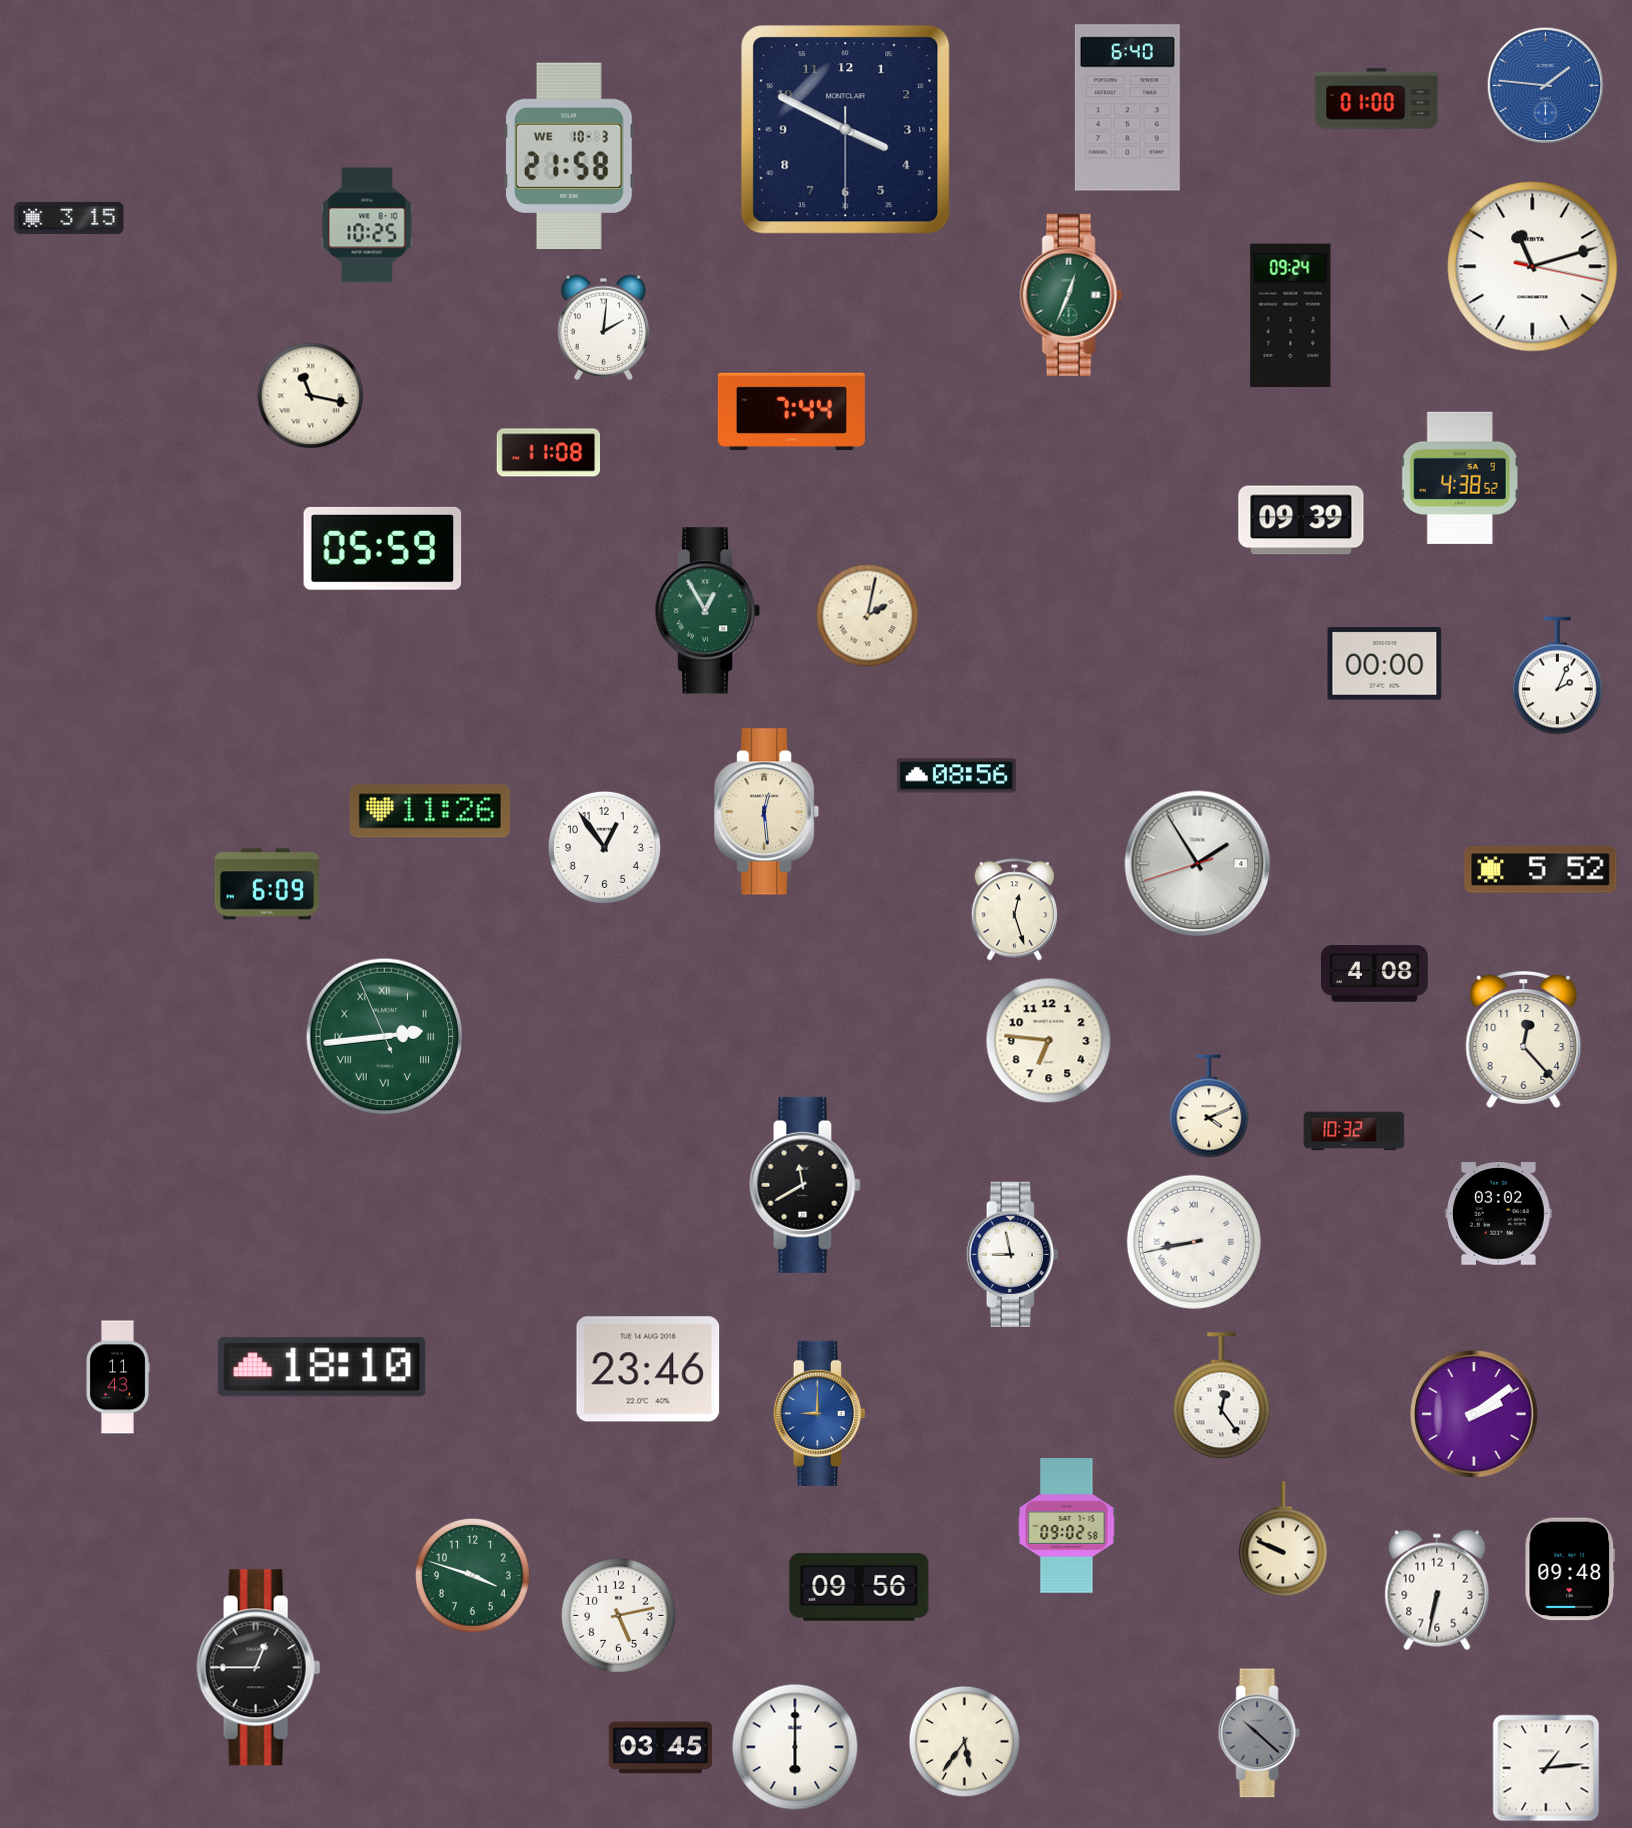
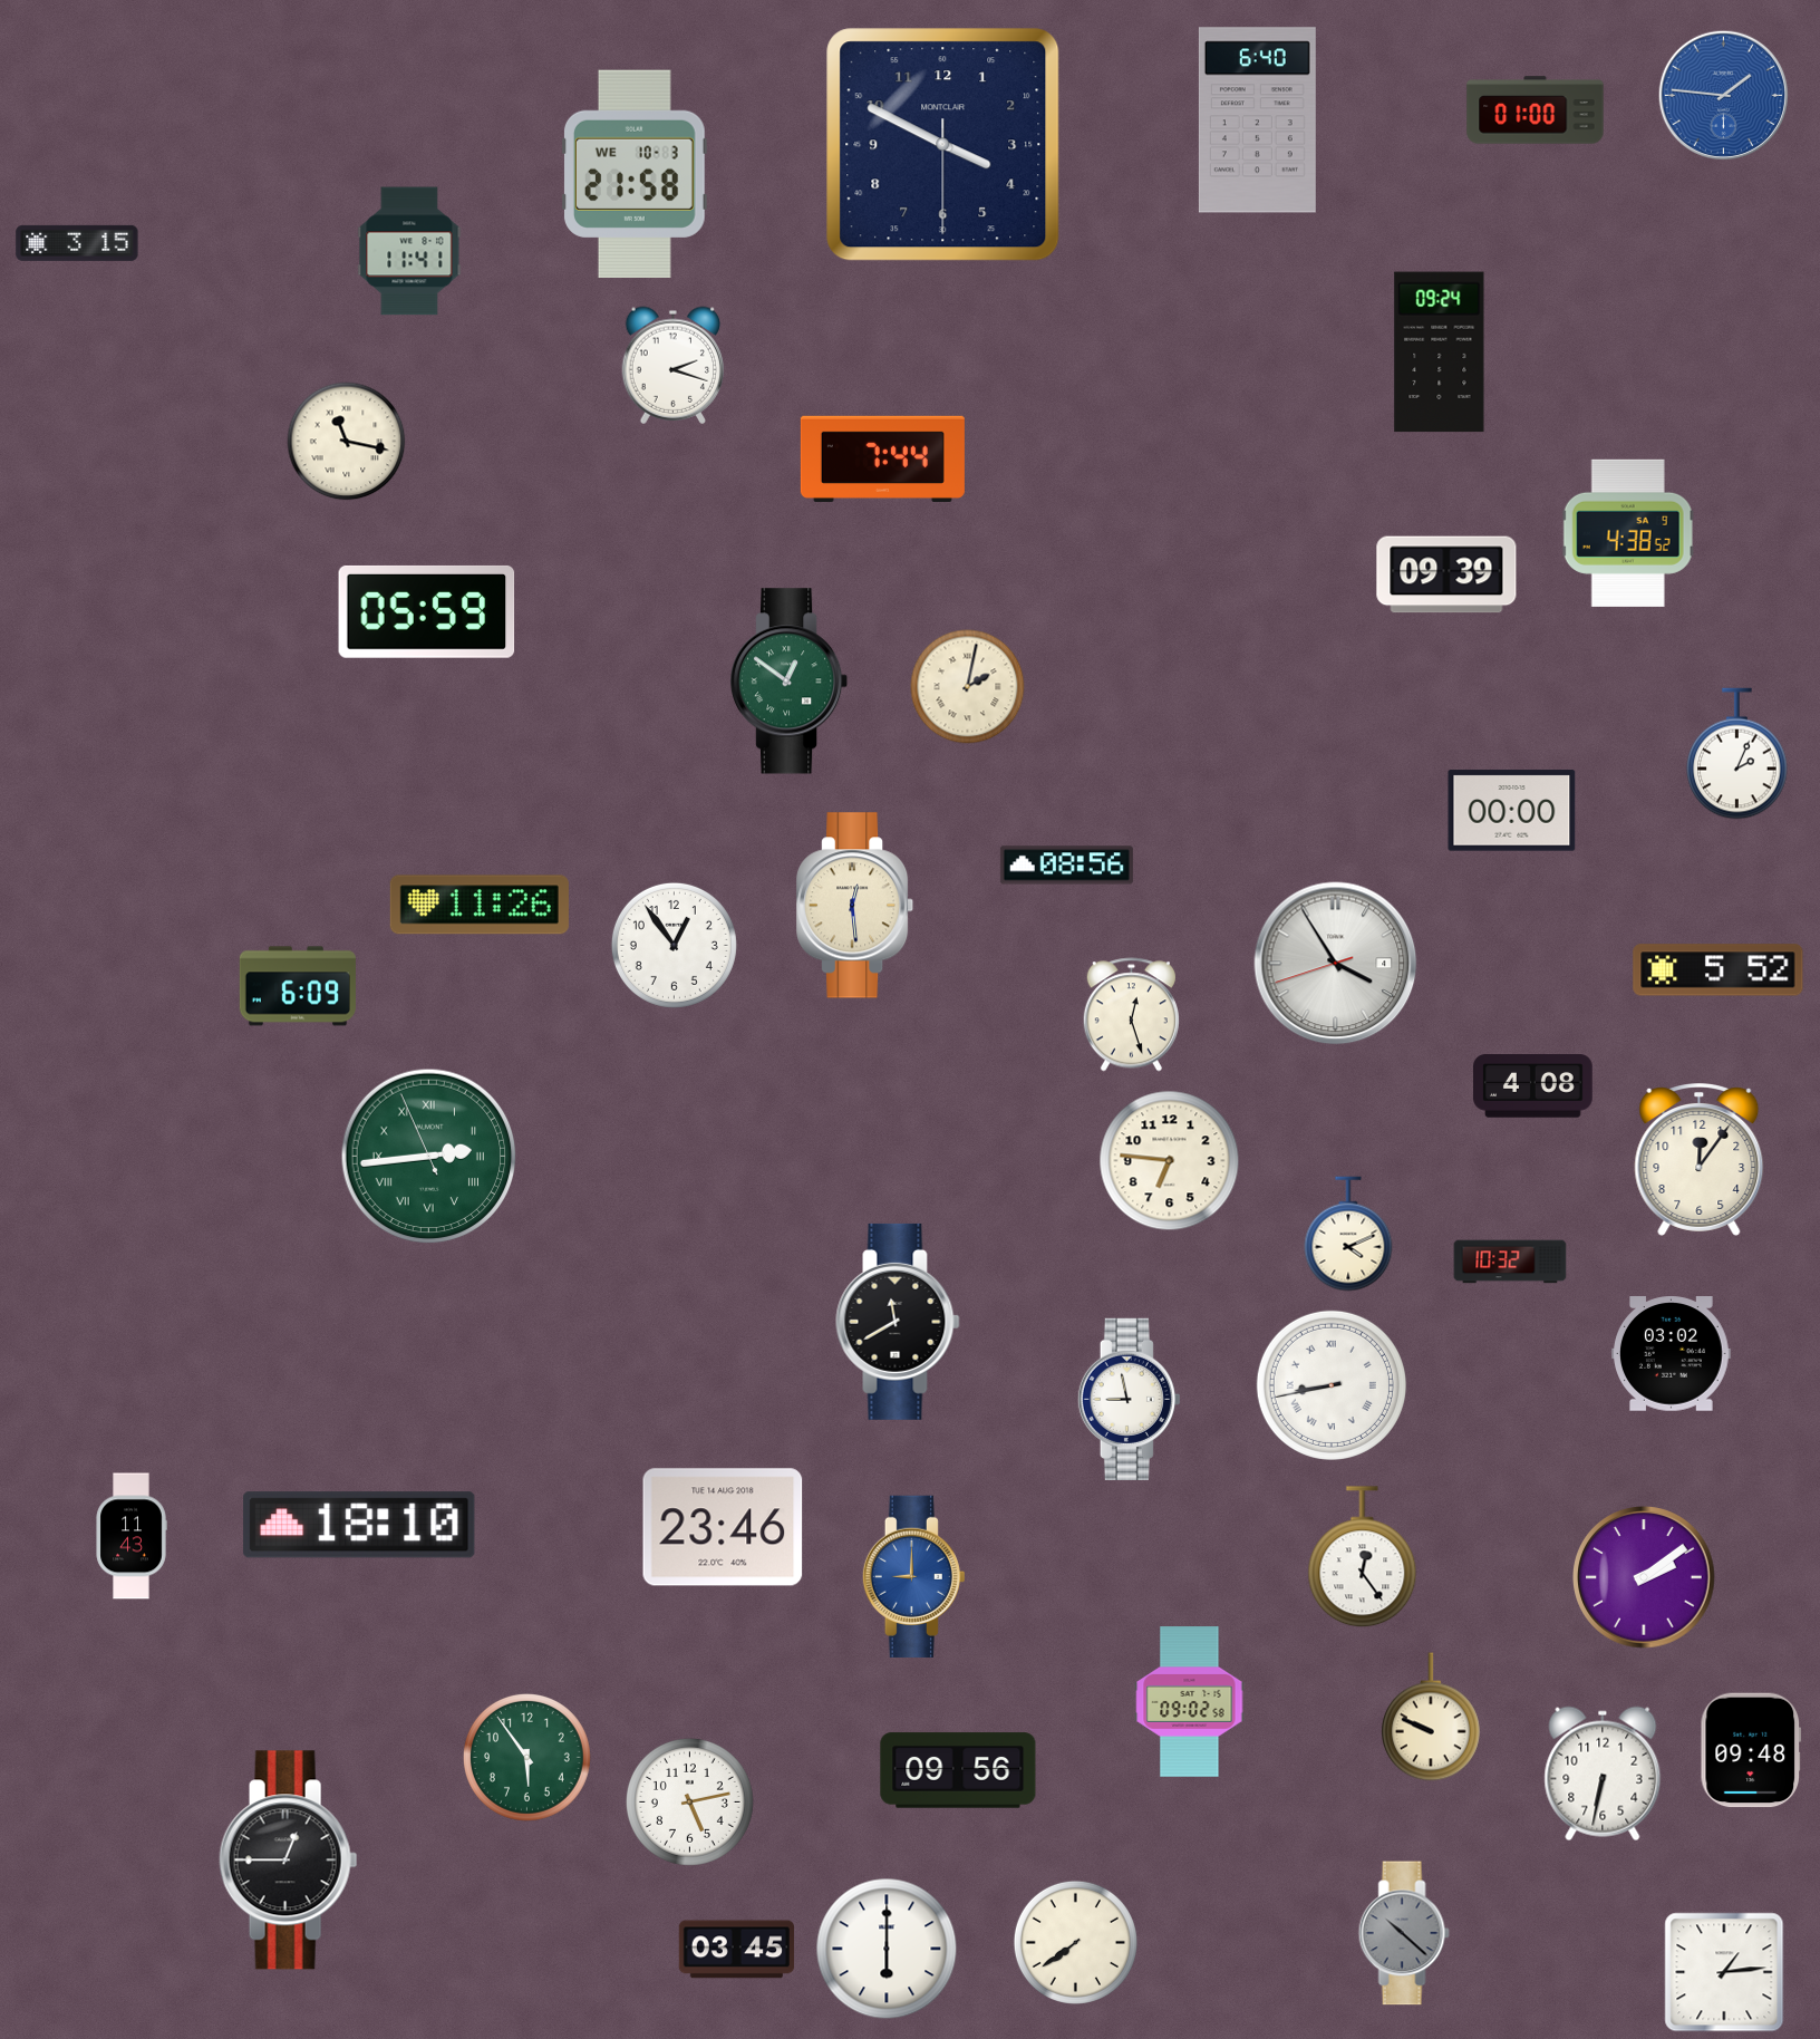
clock at (367, 225): 10:25 -> 11:41
clock at (1533, 267): 11:12 -> none
clock at (1071, 295): 12:34 -> none
clock at (604, 327): 2:01 -> 2:18
clock at (548, 453): 11:08 -> none
clock at (1301, 520) position: (1301, 520) -> (1446, 574)
clock at (709, 611): 12:55 -> 12:51
clock at (1385, 664) position: (1385, 664) -> (1512, 811)
clock at (1198, 864): 1:54 -> 3:54
clock at (1524, 1040): 12:23 -> 12:06
clock at (472, 1575): 3:48 -> 5:54
clock at (964, 1741): 5:36 -> 7:39
